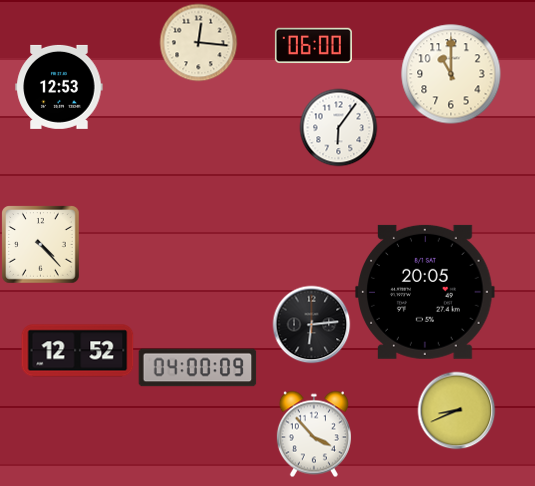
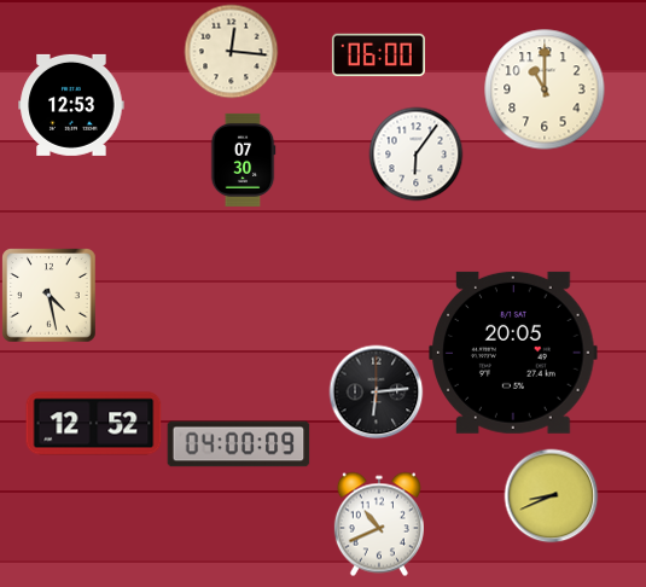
clock at (198, 42) position: (198, 42) -> (231, 51)
clock at (338, 127) position: (338, 127) -> (415, 153)
clock at (243, 159): none -> 07:30
clock at (40, 244): 4:23 -> 4:28
clock at (314, 434): 3:53 -> 10:41
